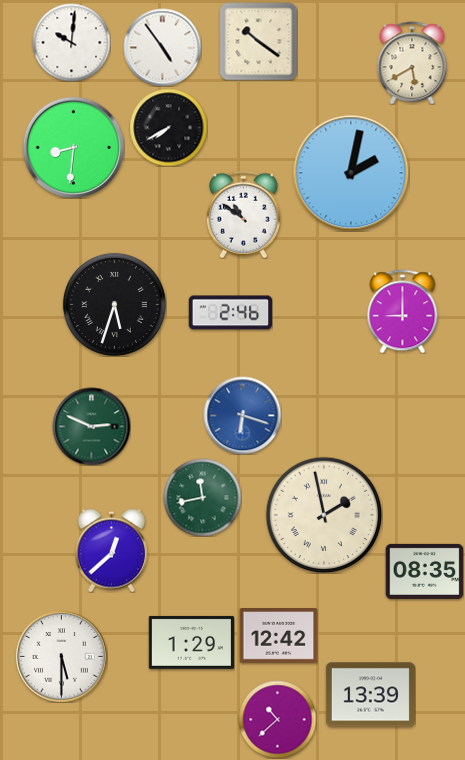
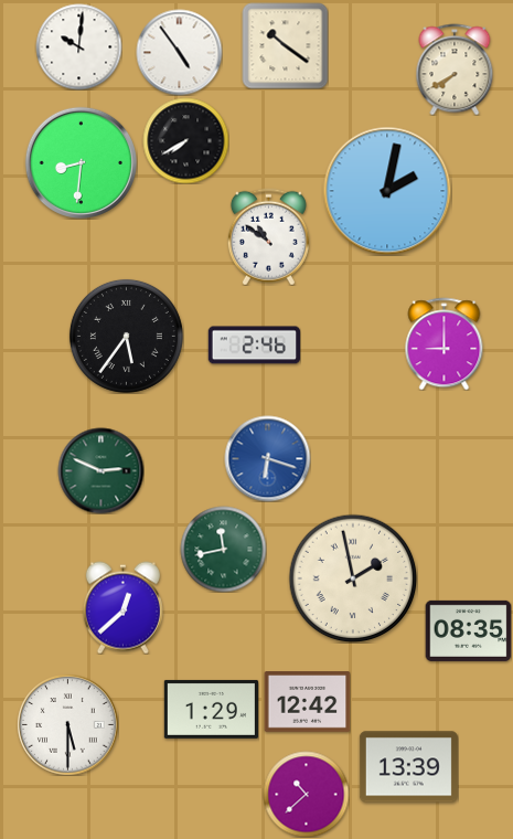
clock at (412, 63): 5:40 -> 7:40
clock at (114, 304): 5:33 -> 5:36
clock at (324, 515) position: (324, 515) -> (353, 578)
